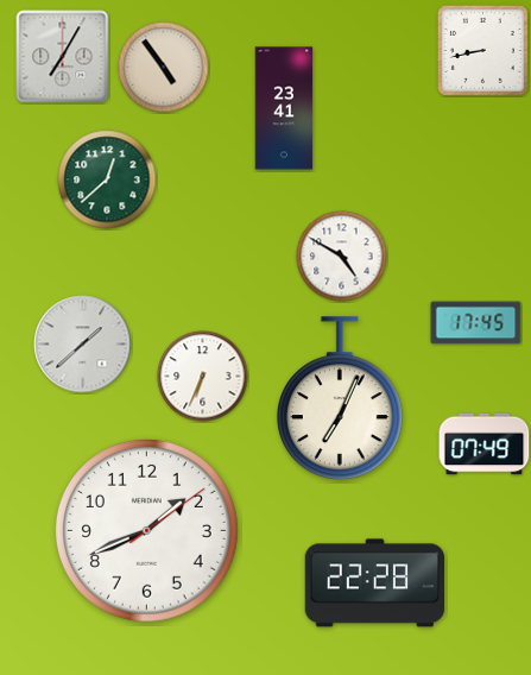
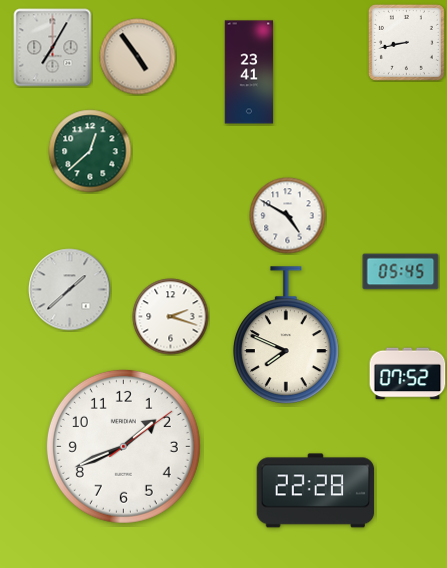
clock at (284, 108) position: (284, 108) -> (249, 72)
clock at (476, 323): 17:45 -> 05:45
clock at (203, 377): 6:34 -> 2:18
clock at (340, 398): 7:04 -> 7:49
clock at (485, 444): 07:49 -> 07:52
